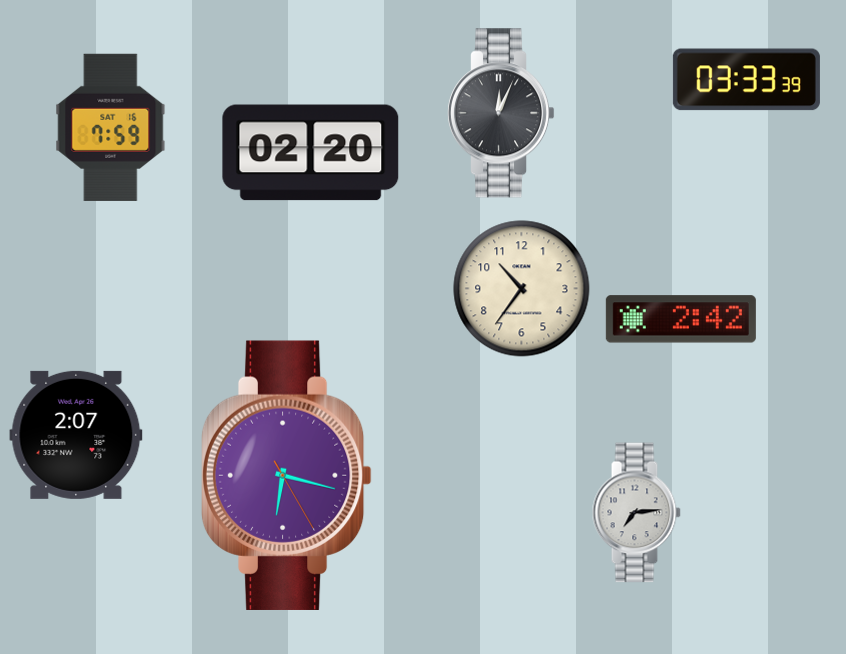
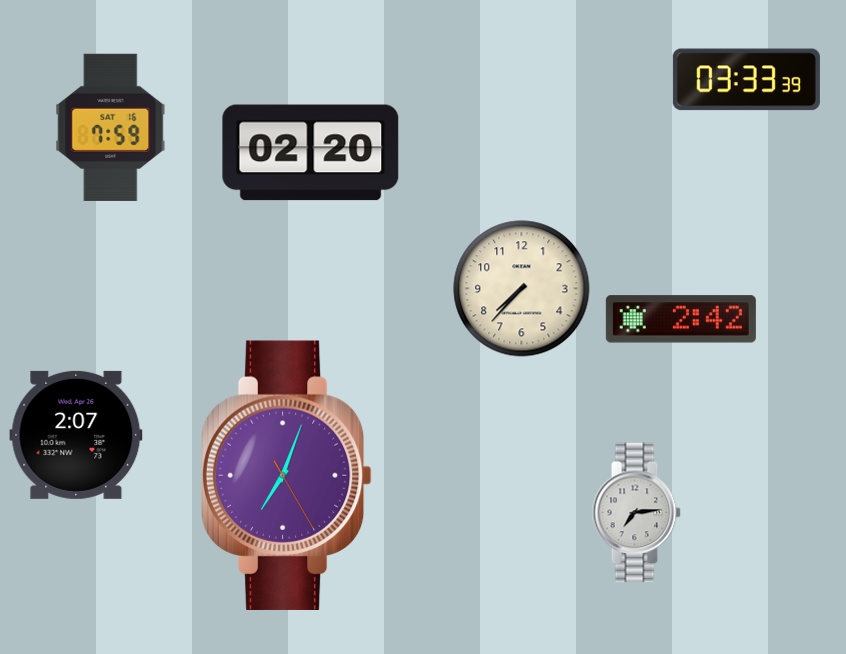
clock at (501, 113): 12:04 -> none
clock at (522, 289): 10:36 -> 7:37
clock at (286, 475): 6:17 -> 7:03
